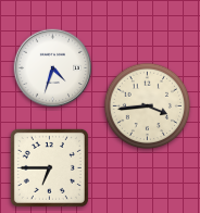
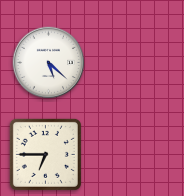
clock at (53, 68): 4:33 -> 5:22
clock at (148, 106): 3:44 -> none
